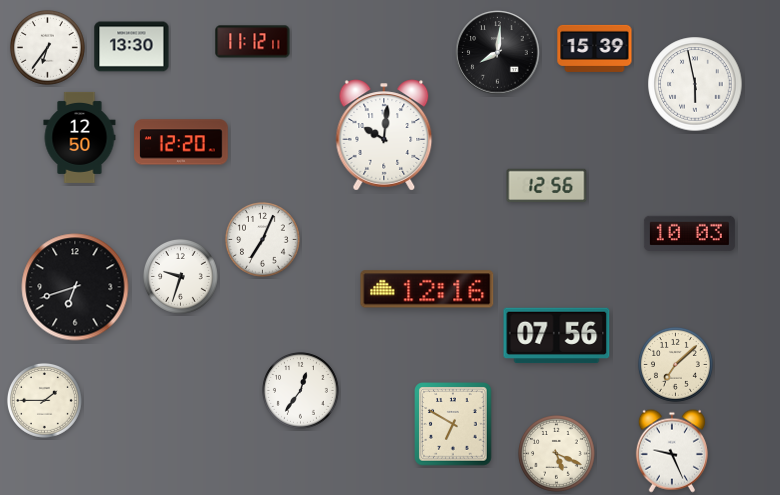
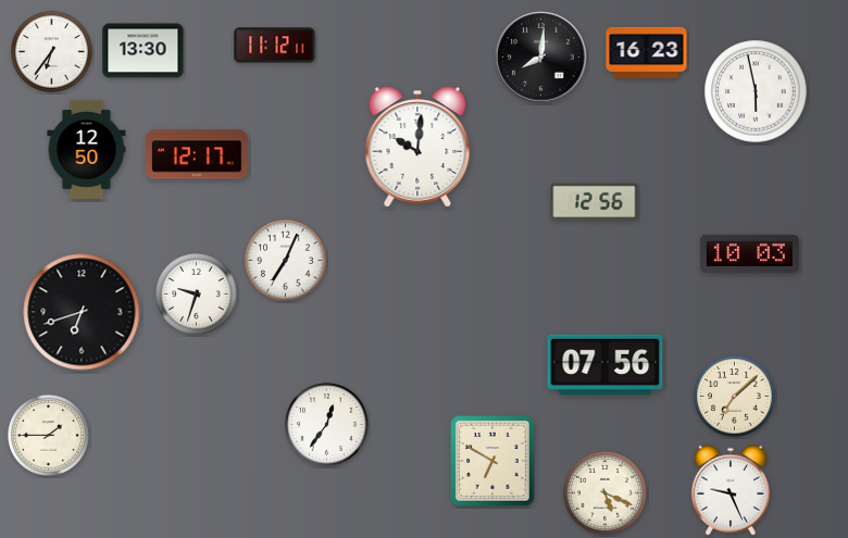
clock at (595, 48): 15:39 -> 16:23
clock at (181, 142): 12:20 -> 12:17
clock at (180, 276) position: (180, 276) -> (196, 293)
clock at (427, 289): 12:16 -> none
